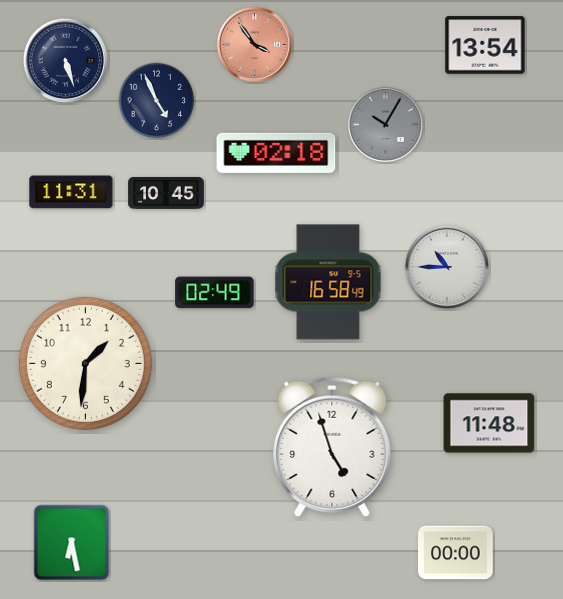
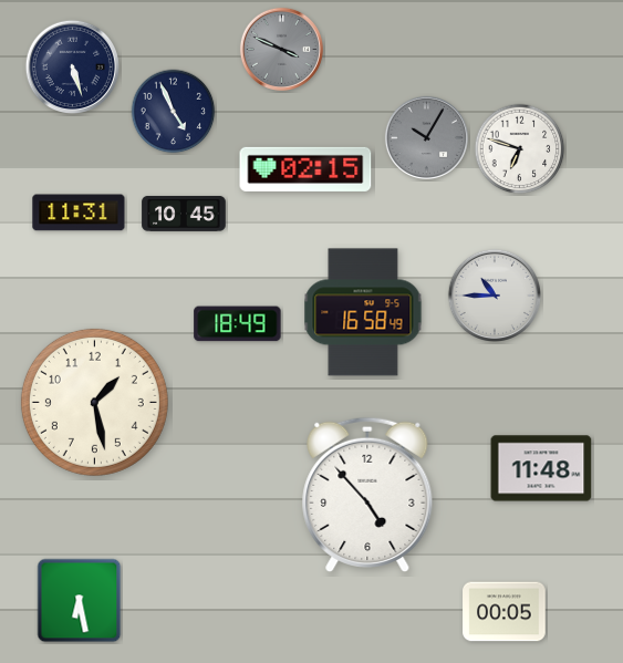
clock at (254, 44): 3:54 -> 3:49
clock at (254, 44) dial: salmon -> grey
clock at (485, 45): 13:54 -> none
clock at (520, 149): none -> 6:48
clock at (276, 153): 02:18 -> 02:15
clock at (215, 293): 02:49 -> 18:49
clock at (85, 363): 1:31 -> 1:28
clock at (332, 446): 4:57 -> 4:53
clock at (456, 553): 00:00 -> 00:05
